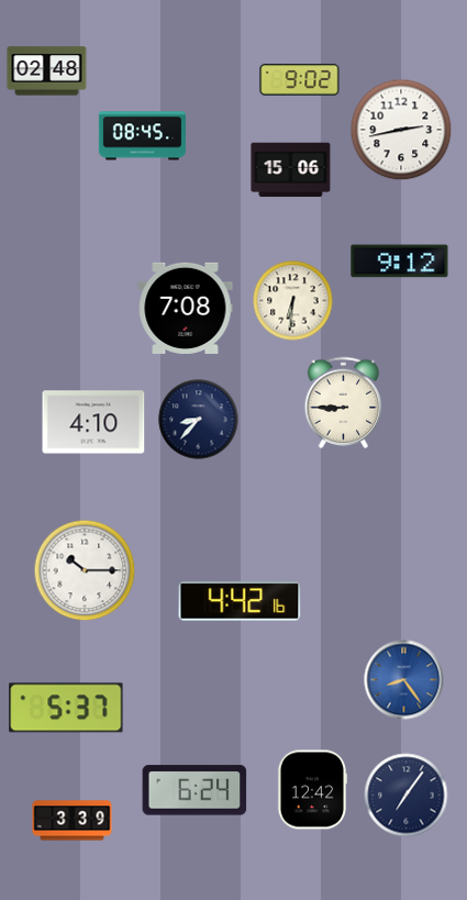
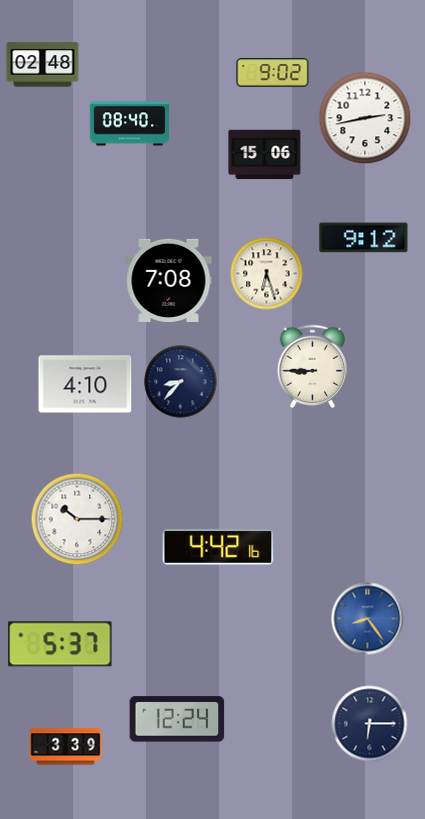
clock at (142, 136): 08:45 -> 08:40
clock at (293, 301): 6:31 -> 6:27
clock at (194, 790): 6:24 -> 12:24
clock at (312, 790): 12:42 -> none
clock at (407, 796): 7:06 -> 6:15
